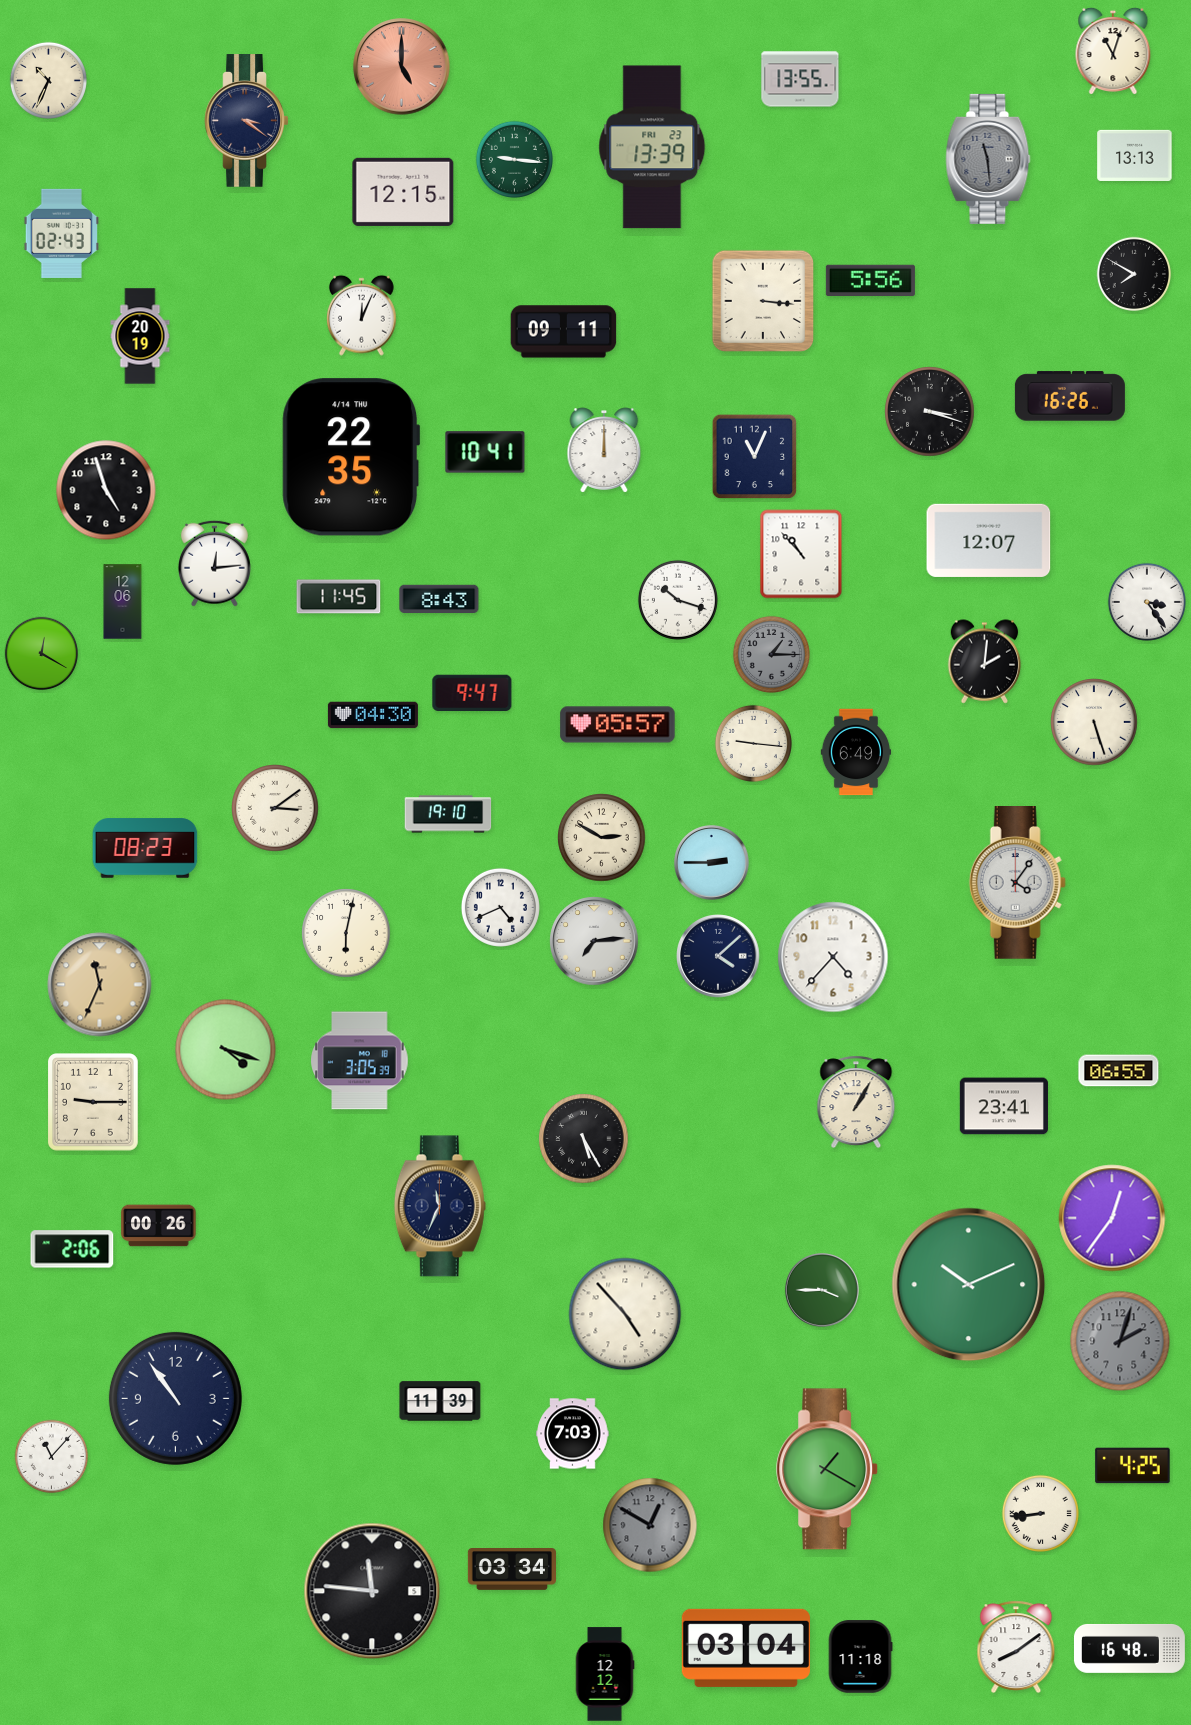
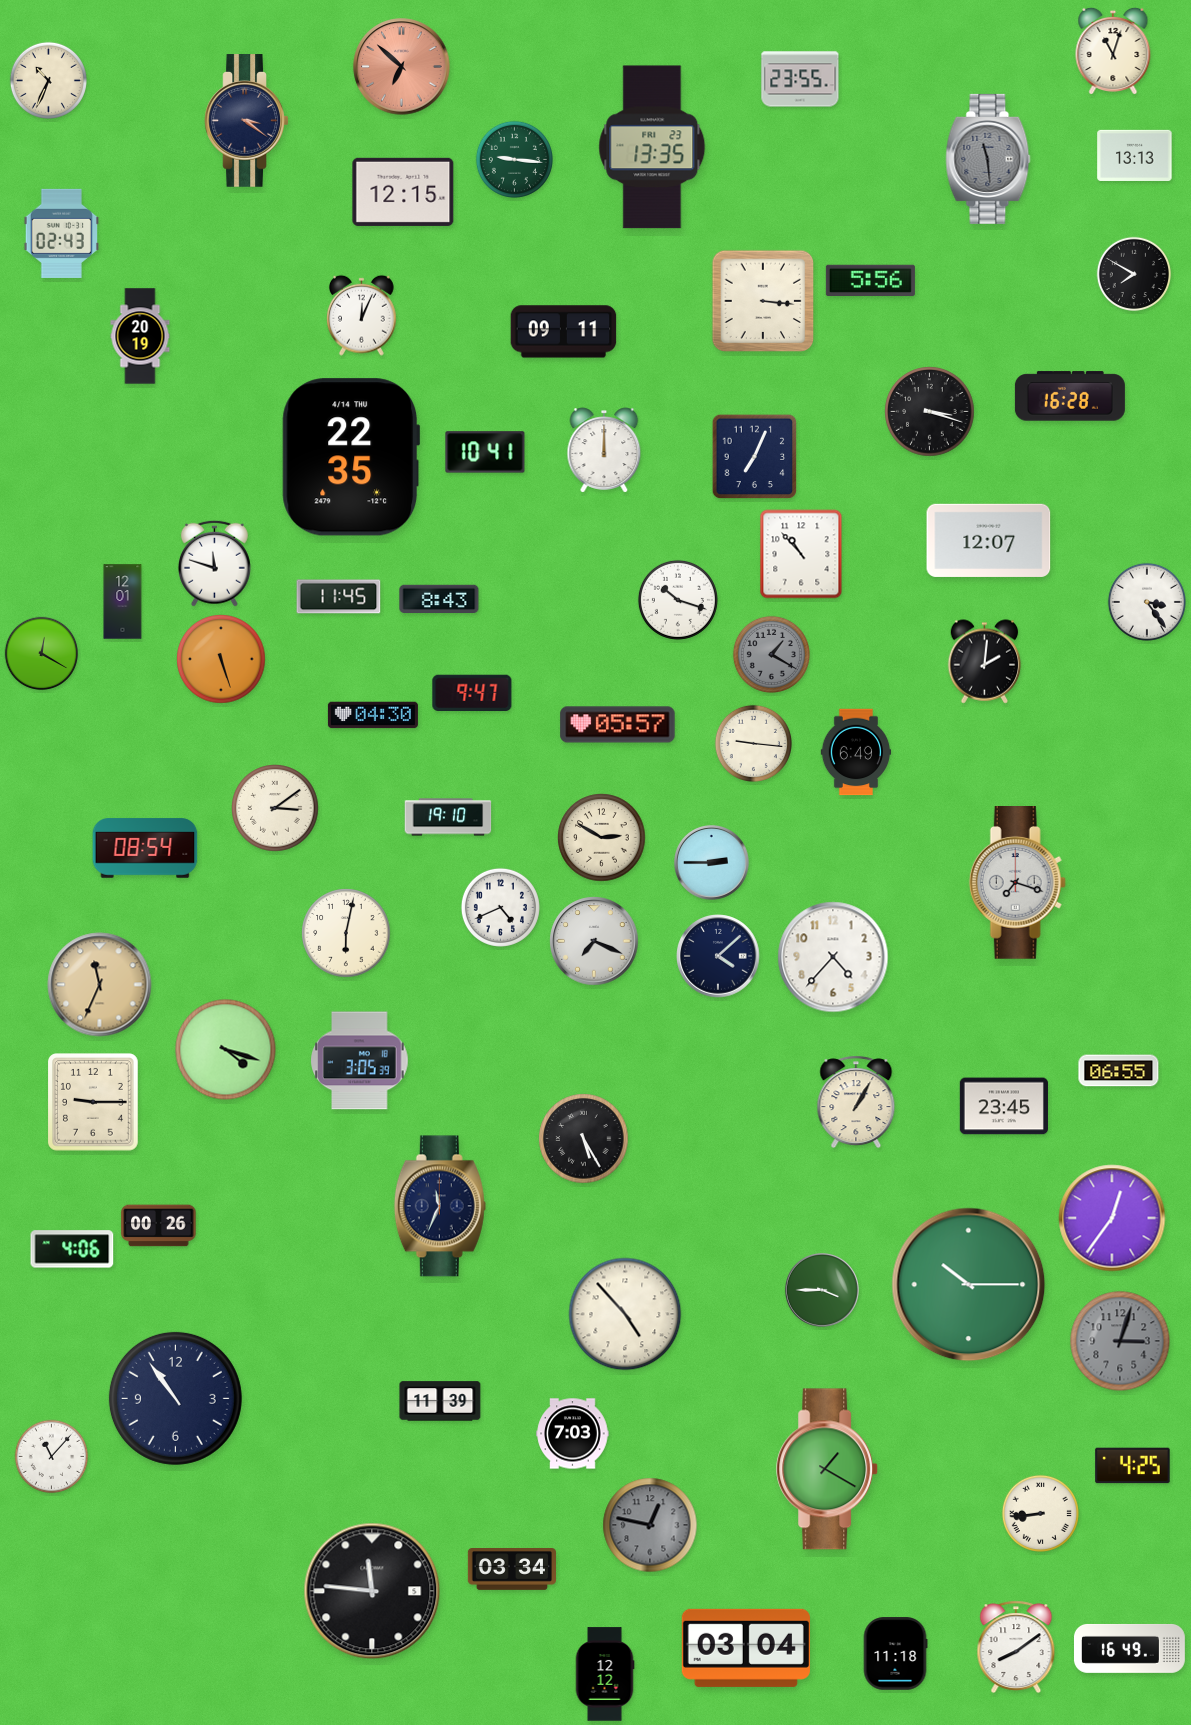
clock at (402, 67): 5:00 -> 6:52
clock at (800, 79): 13:55 -> 23:55
clock at (652, 147): 13:39 -> 13:35
clock at (1070, 396): 16:26 -> 16:28
clock at (755, 457): 11:04 -> 7:04
clock at (106, 490): 4:57 -> none
clock at (214, 563): 12:14 -> 11:48
clock at (123, 602): 12:06 -> 12:01
clock at (771, 654): 1:15 -> 1:20
clock at (221, 659): none -> 5:27
clock at (1094, 722): 5:27 -> none
clock at (448, 814) position: (448, 814) -> (448, 817)
clock at (145, 848): 08:23 -> 08:54
clock at (1017, 883): 4:06 -> 7:18
clock at (594, 941): 7:14 -> 7:19
clock at (1004, 1106): 23:41 -> 23:45
clock at (72, 1249): 2:06 -> 4:06
clock at (969, 1285): 10:11 -> 10:15
clock at (1120, 1341): 2:03 -> 3:03
clock at (650, 1525): 12:50 -> 12:47
clock at (1129, 1648): 16:48 -> 16:49
clock at (860, 1657) position: (860, 1657) -> (895, 1654)
